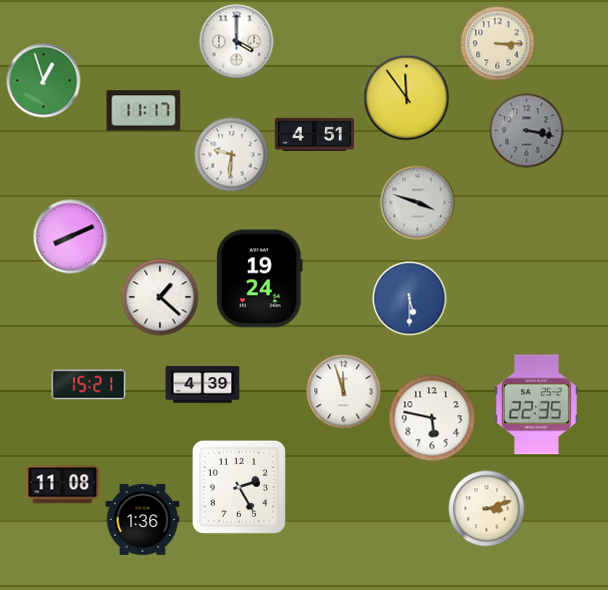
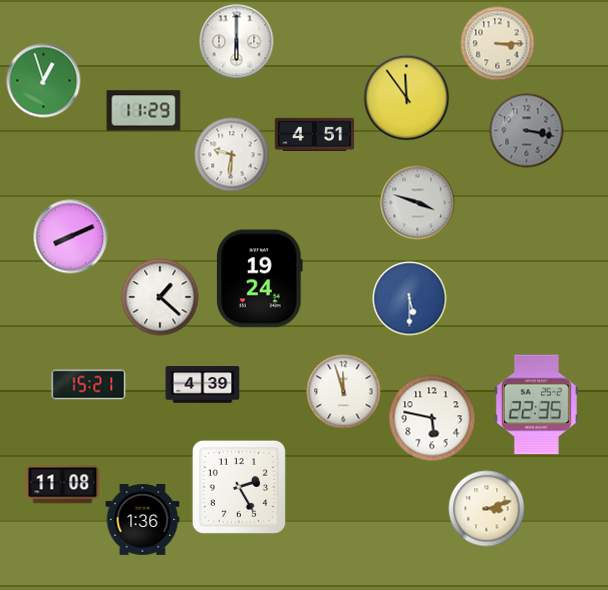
clock at (237, 42): 4:00 -> 6:00
clock at (144, 111): 11:17 -> 11:29
